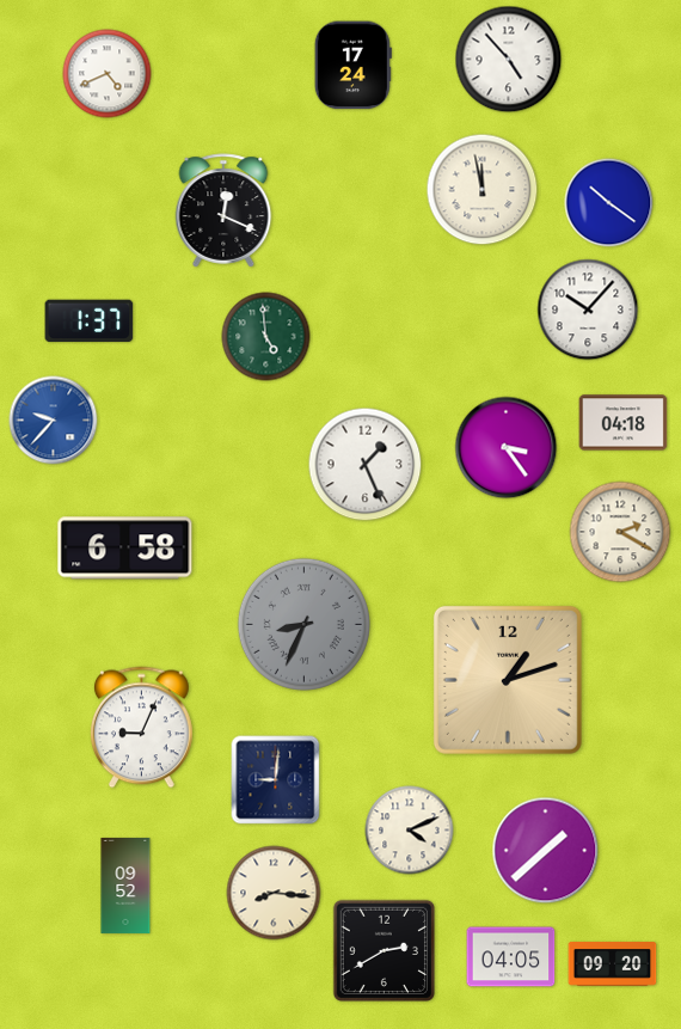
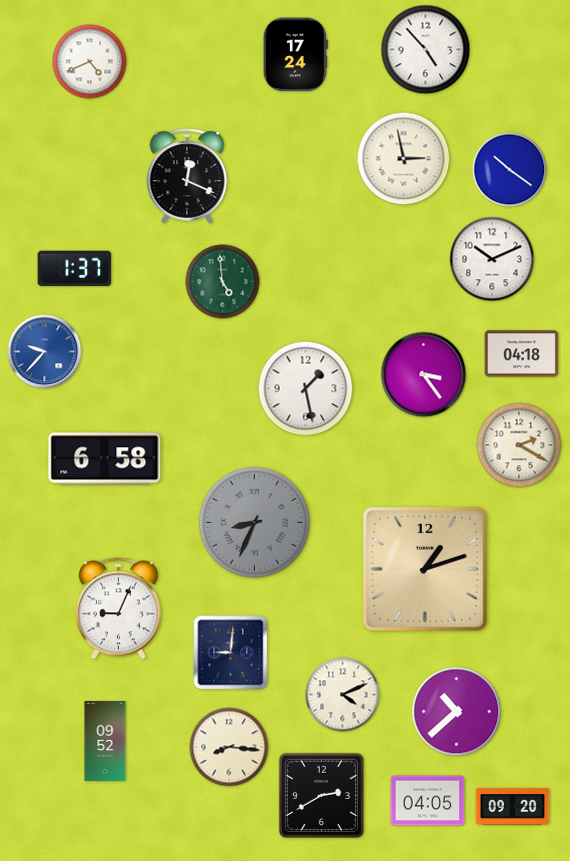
clock at (483, 190): 11:58 -> 2:58
clock at (588, 310): 10:07 -> 10:11
clock at (366, 465): 1:26 -> 1:28
clock at (546, 851): 1:38 -> 10:38
